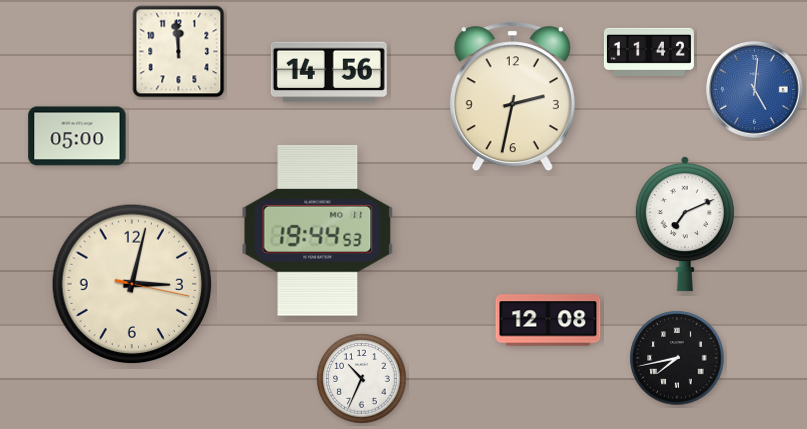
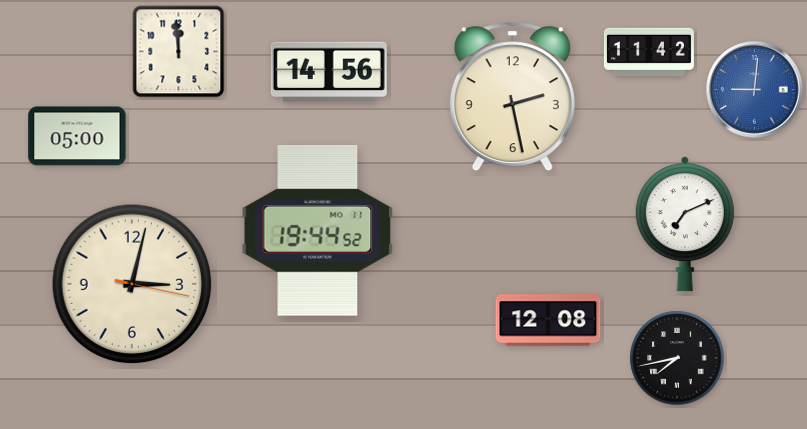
clock at (755, 90): 5:01 -> 9:01
clock at (512, 97): 2:32 -> 2:28
clock at (318, 230): 19:44:53 -> 19:44:52
clock at (362, 379): 10:34 -> none
